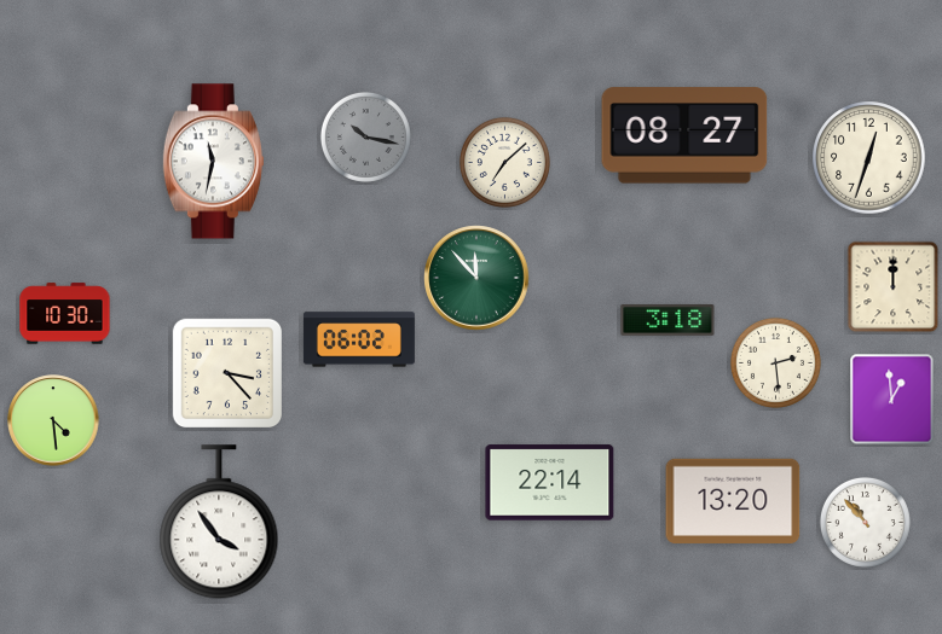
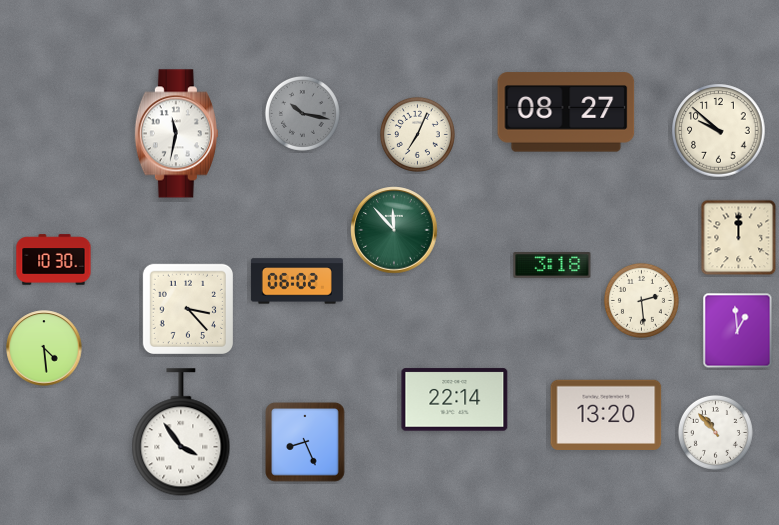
clock at (869, 158): 12:33 -> 9:52
clock at (504, 162): 7:08 -> 7:04
clock at (305, 442): none -> 8:26
